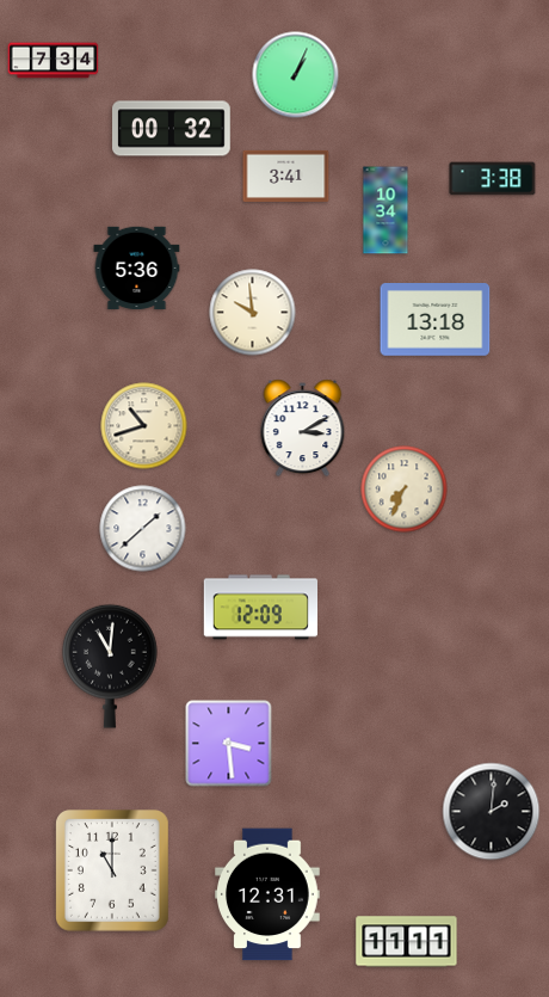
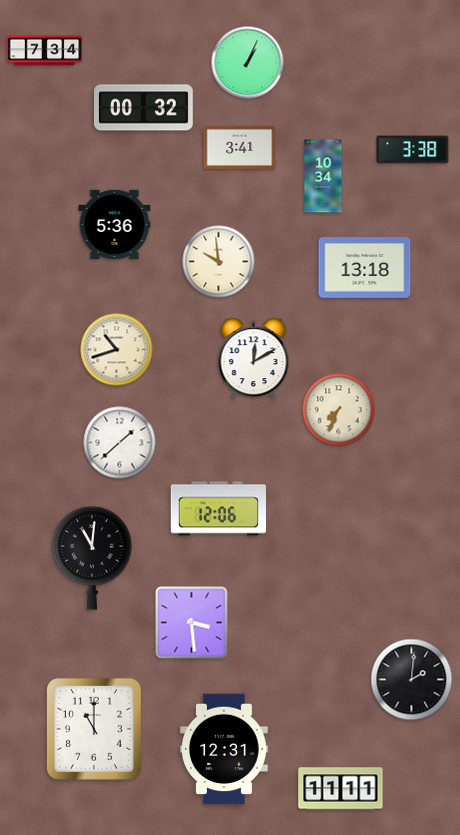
clock at (253, 313) position: (253, 313) -> (219, 262)
clock at (144, 426) position: (144, 426) -> (117, 350)
clock at (303, 429): 3:10 -> 12:10
clock at (260, 608): 12:09 -> 12:06
